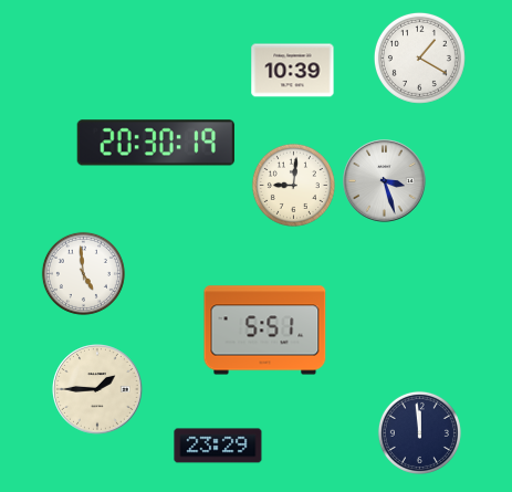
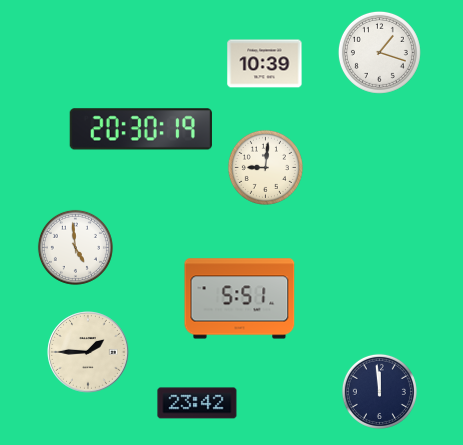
clock at (419, 57): 1:20 -> 1:18
clock at (385, 181): 3:27 -> none
clock at (218, 446): 23:29 -> 23:42
